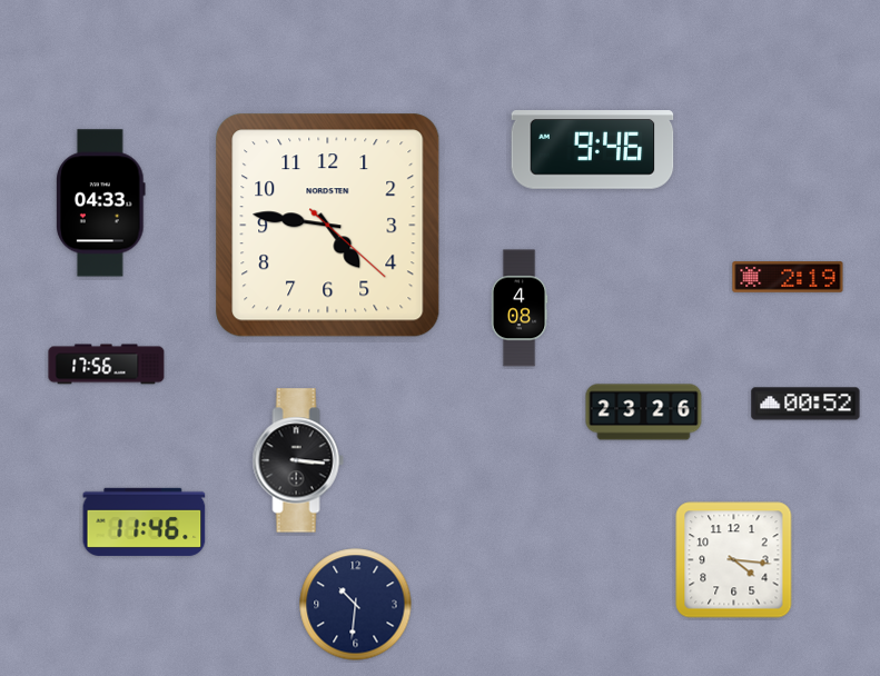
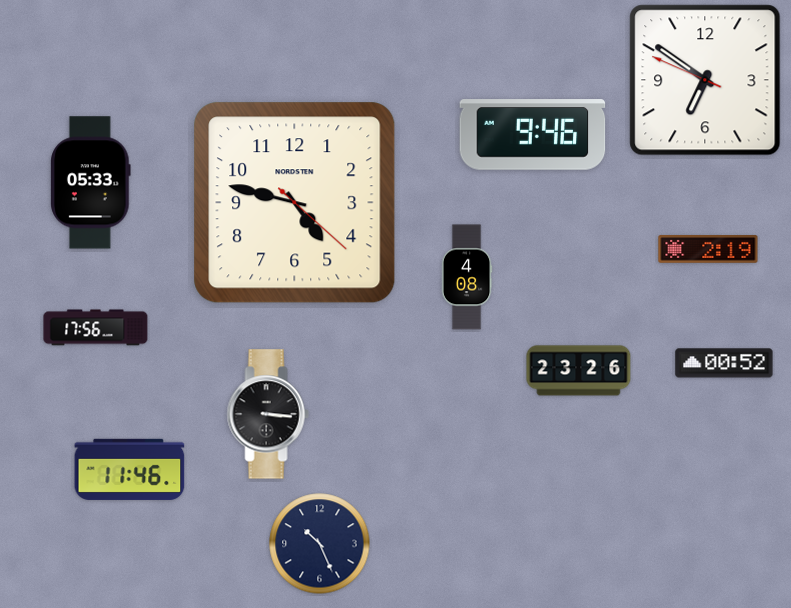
clock at (705, 80): none -> 6:50
clock at (101, 203): 04:33 -> 05:33
clock at (328, 226): 4:46 -> 4:47
clock at (734, 560): 4:16 -> none
clock at (356, 605): 10:31 -> 10:26
